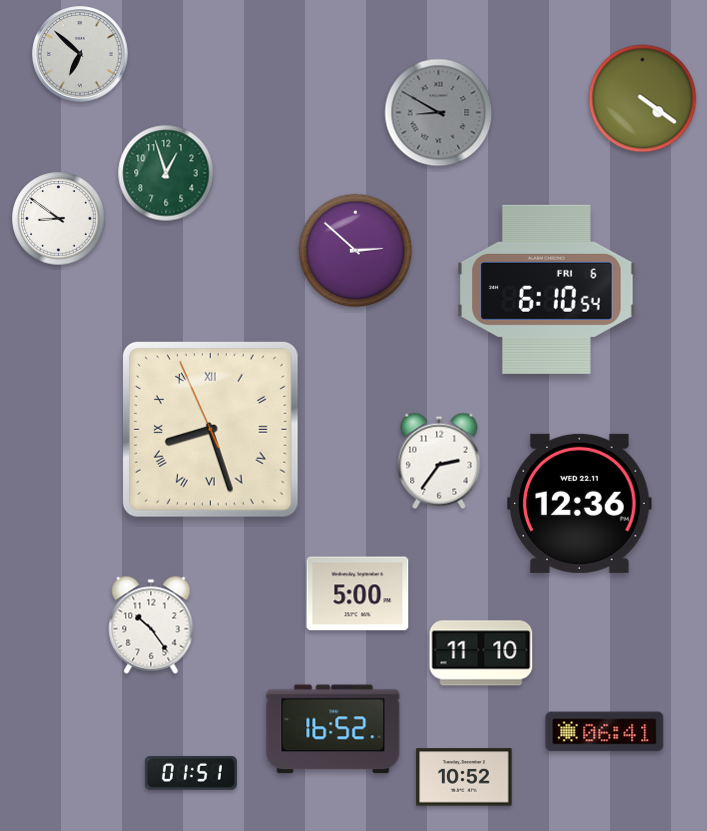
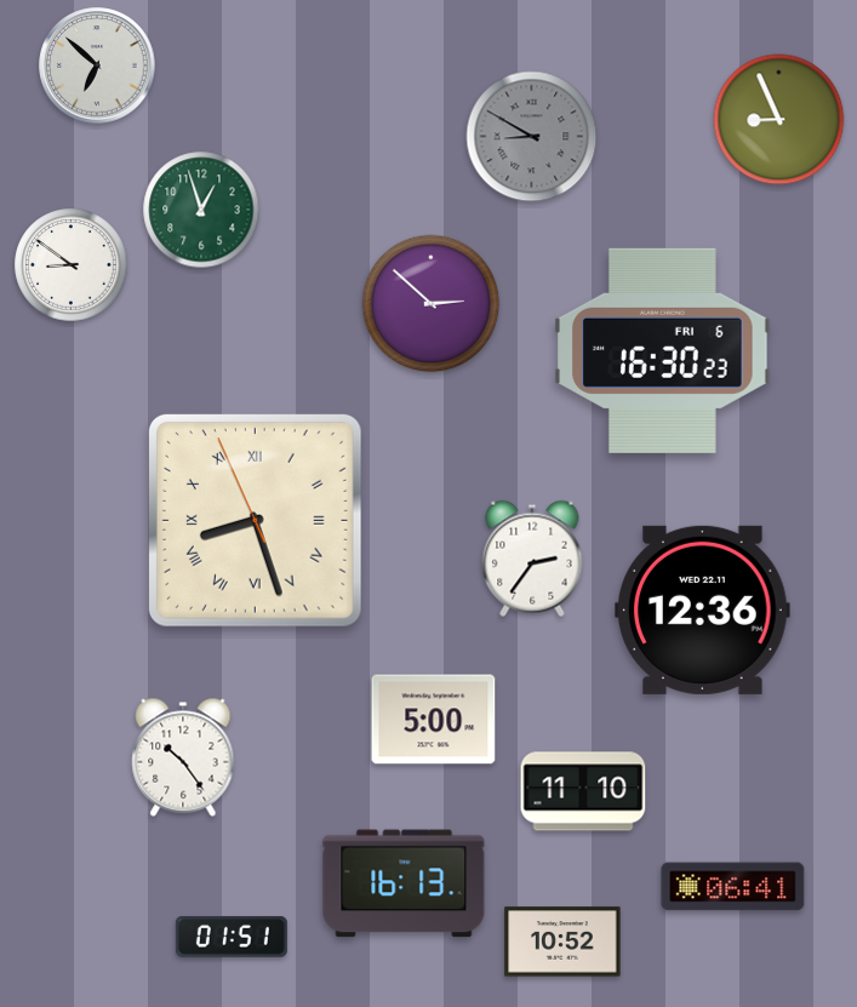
clock at (643, 99): 4:21 -> 8:56
clock at (547, 289): 6:10 -> 16:30
clock at (333, 729): 16:52 -> 16:13
